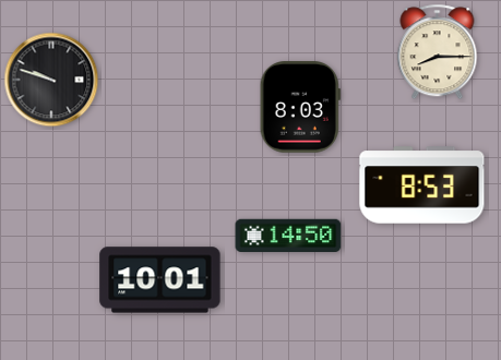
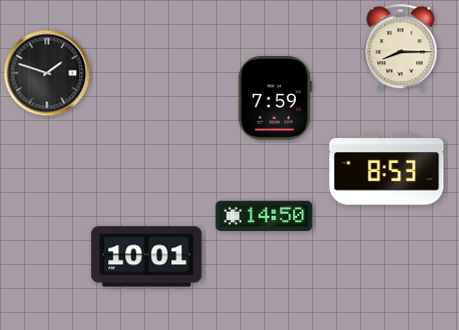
clock at (51, 80): 9:48 -> 1:48
clock at (300, 108): 8:03 -> 7:59
